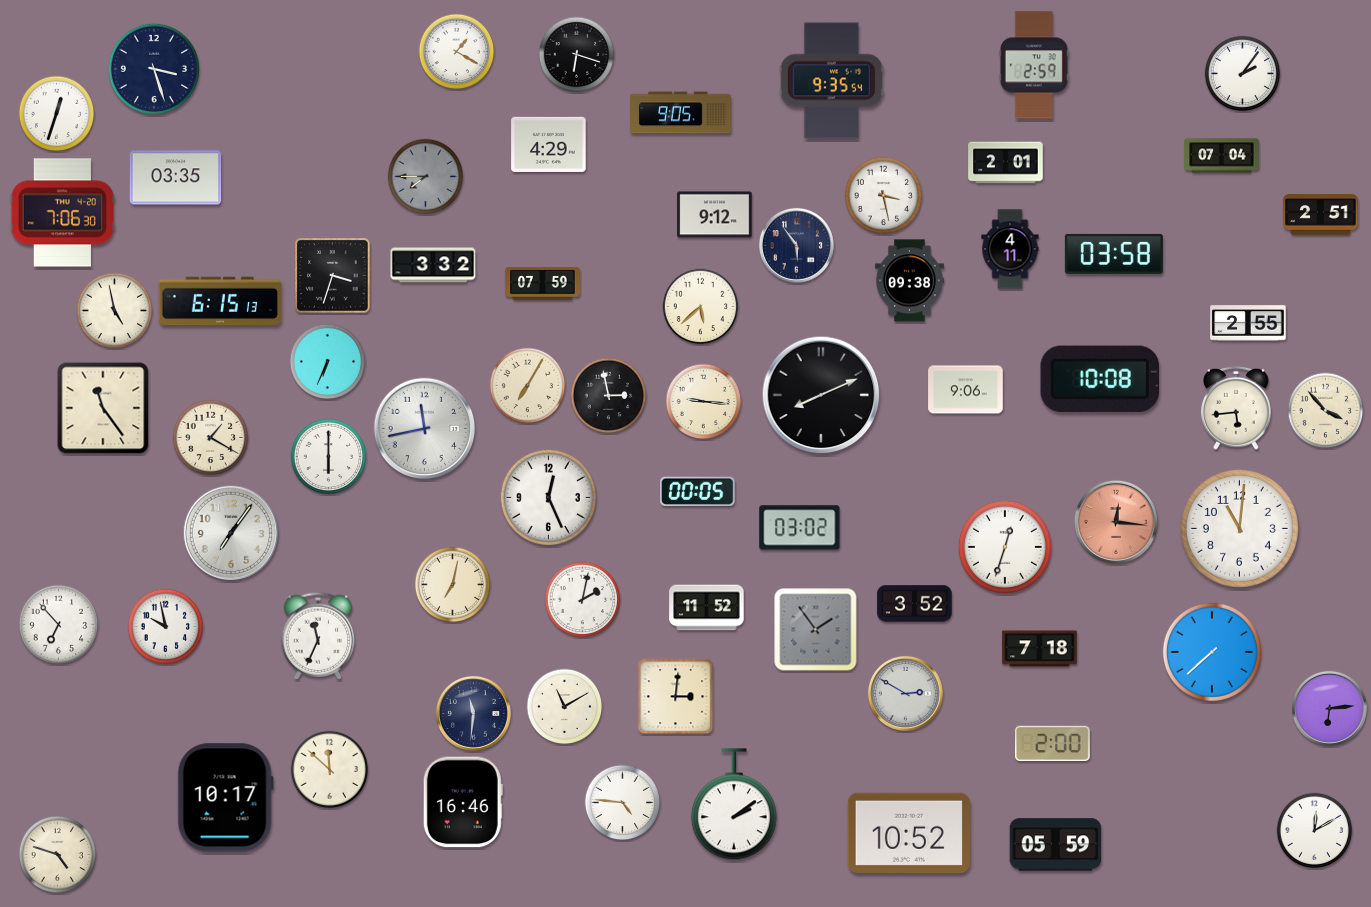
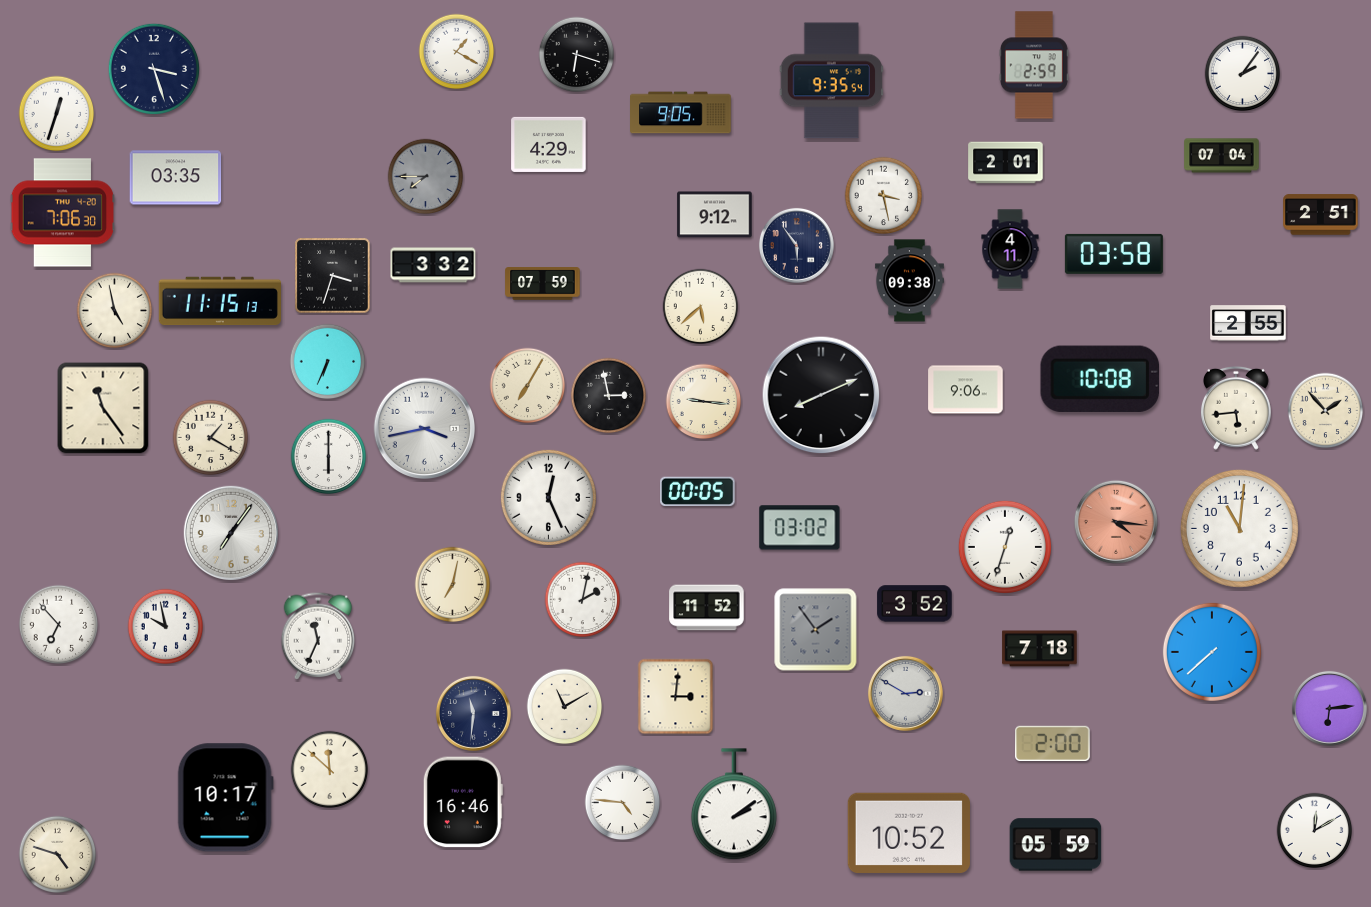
clock at (219, 301): 6:15 -> 11:15
clock at (1326, 411): 3:53 -> 1:53
clock at (425, 429): 11:43 -> 3:43
clock at (1116, 522): 12:16 -> 4:16
